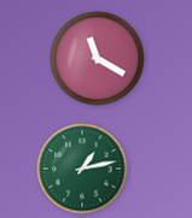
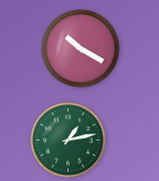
clock at (98, 59): 11:20 -> 10:20
